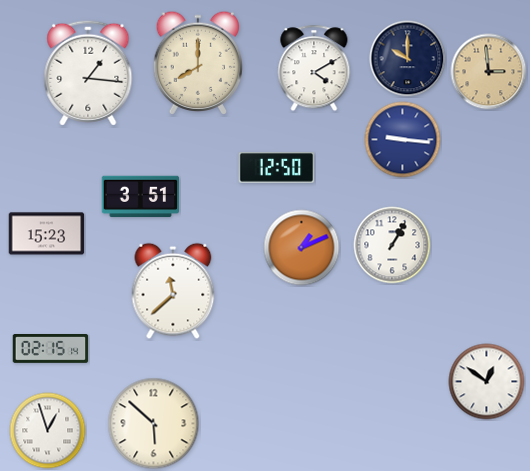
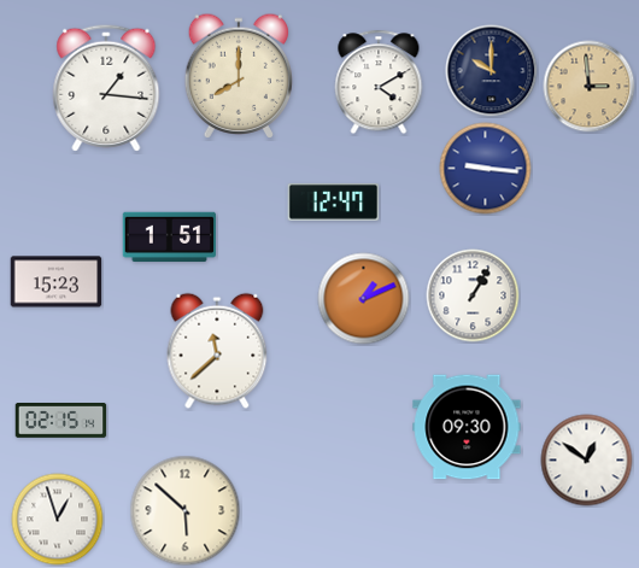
clock at (277, 168): 12:50 -> 12:47
clock at (141, 197): 3:51 -> 1:51
clock at (173, 291) position: (173, 291) -> (217, 351)
clock at (467, 427): none -> 09:30
